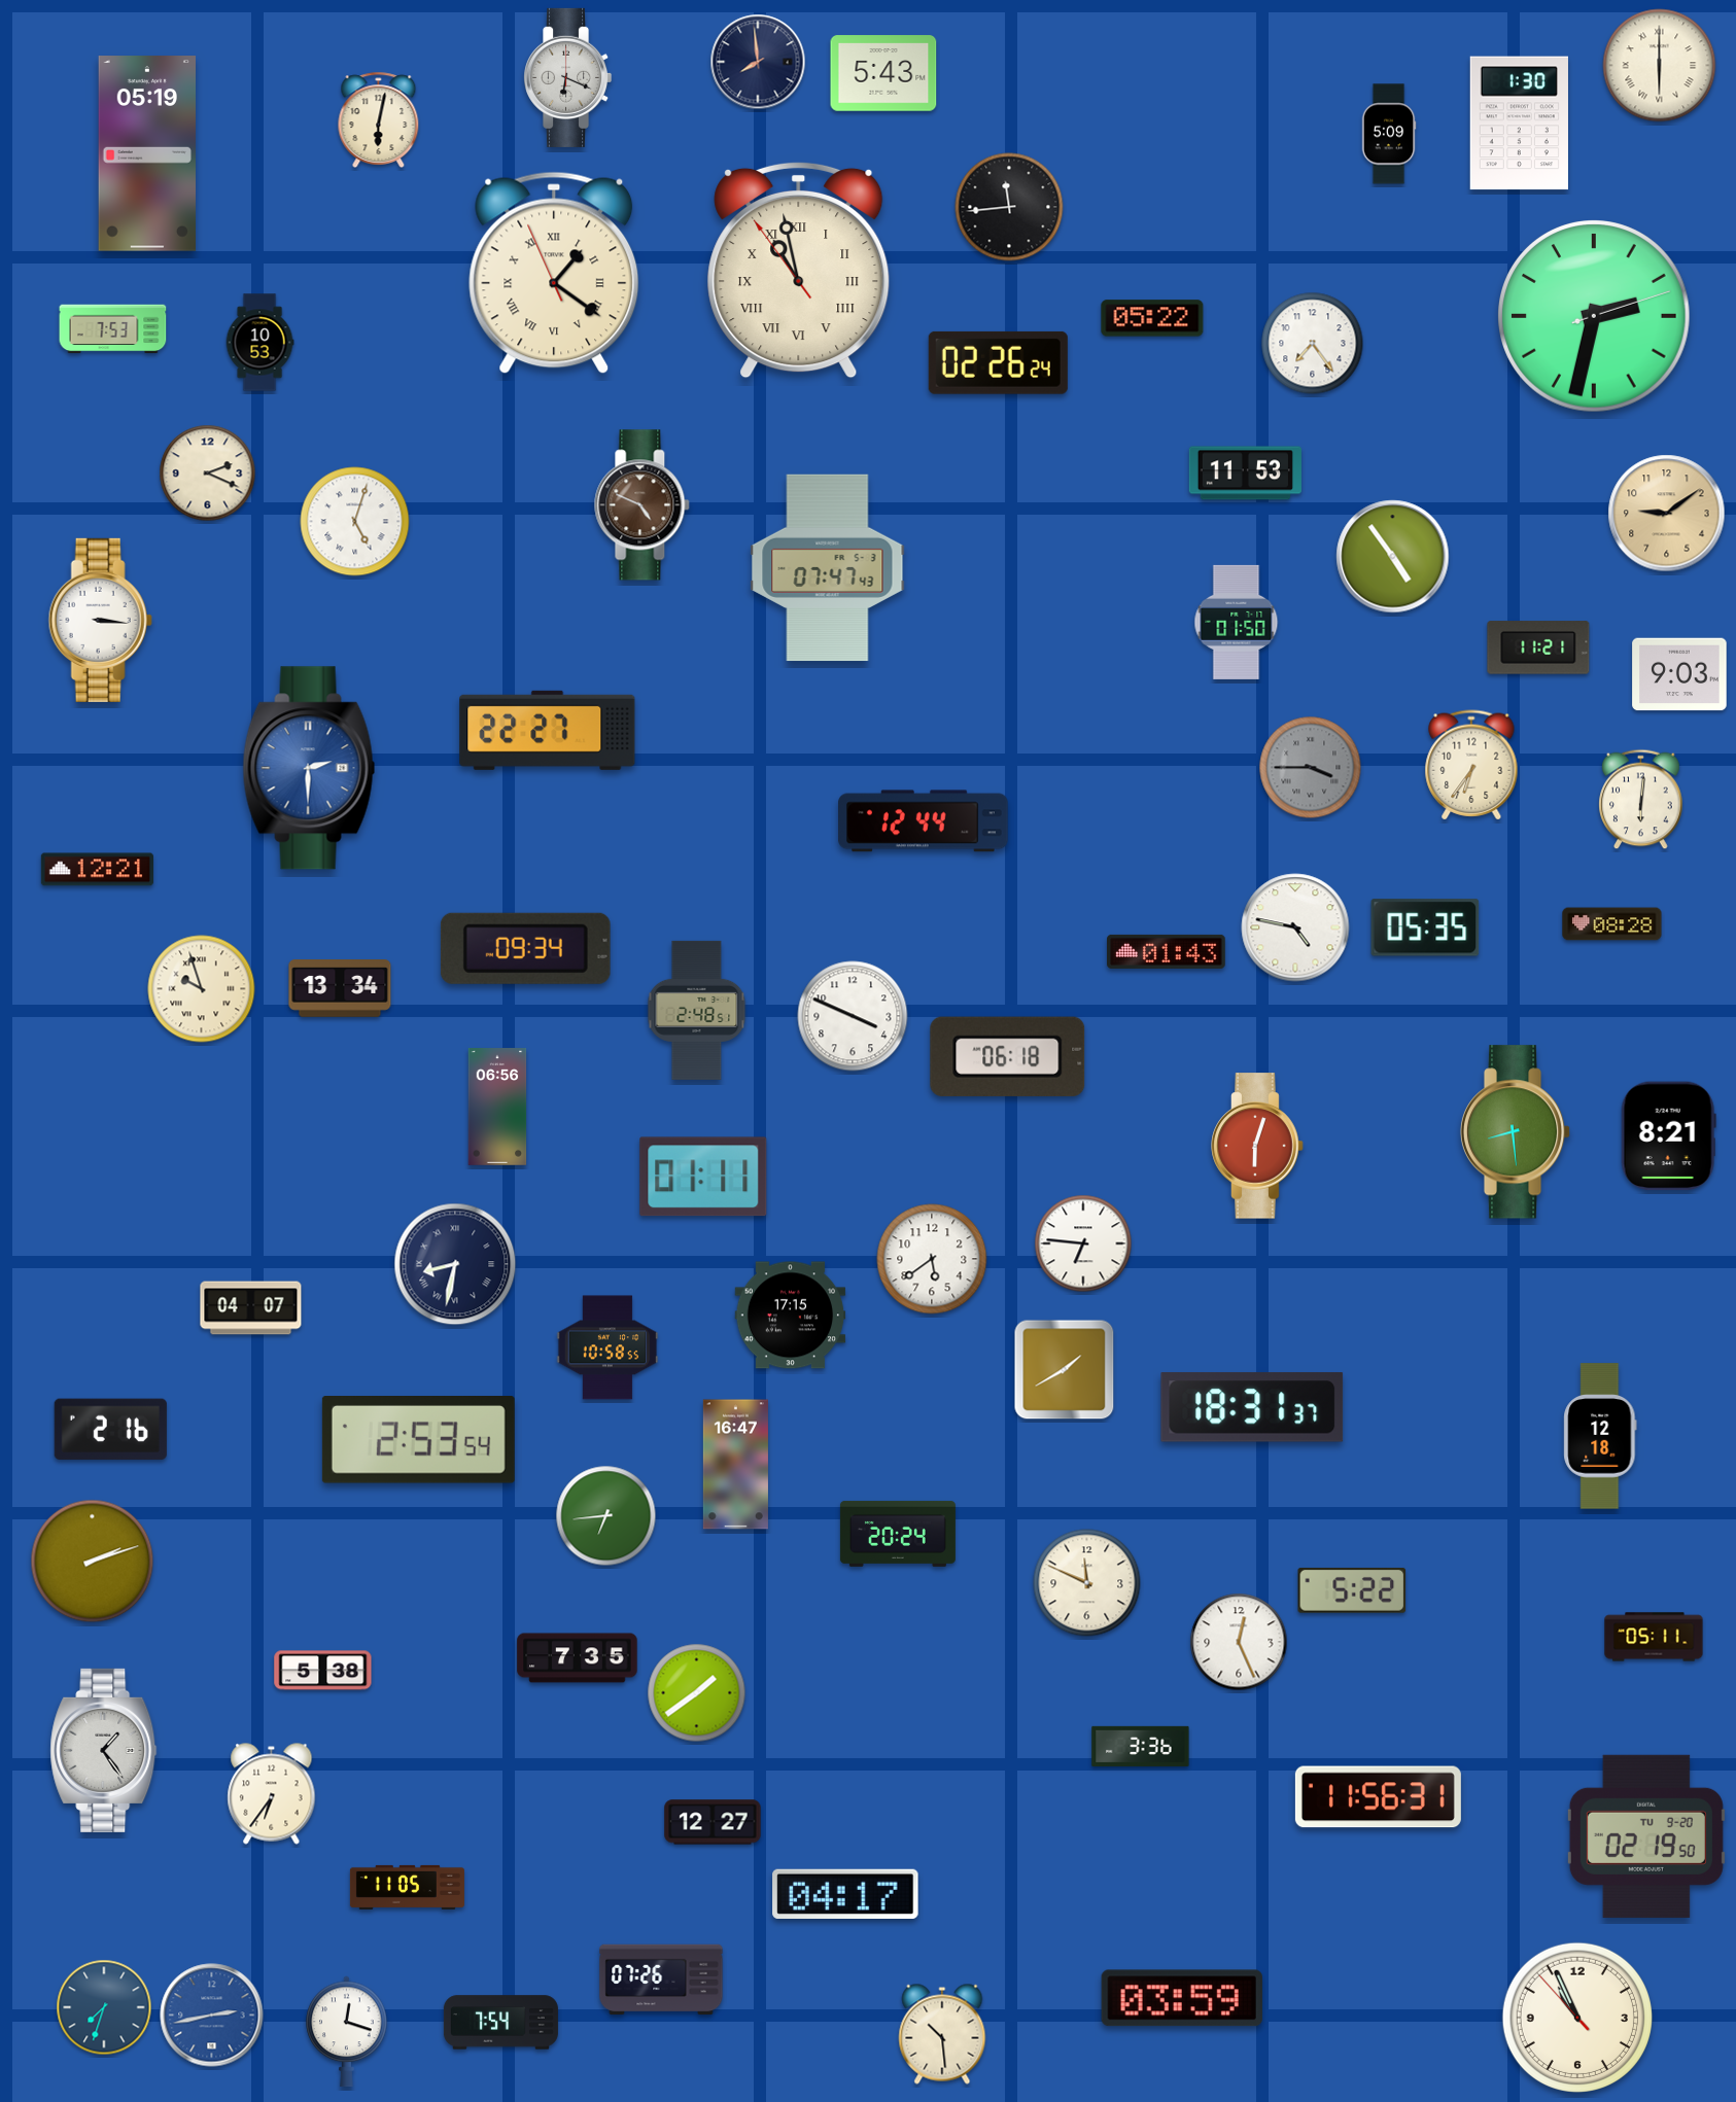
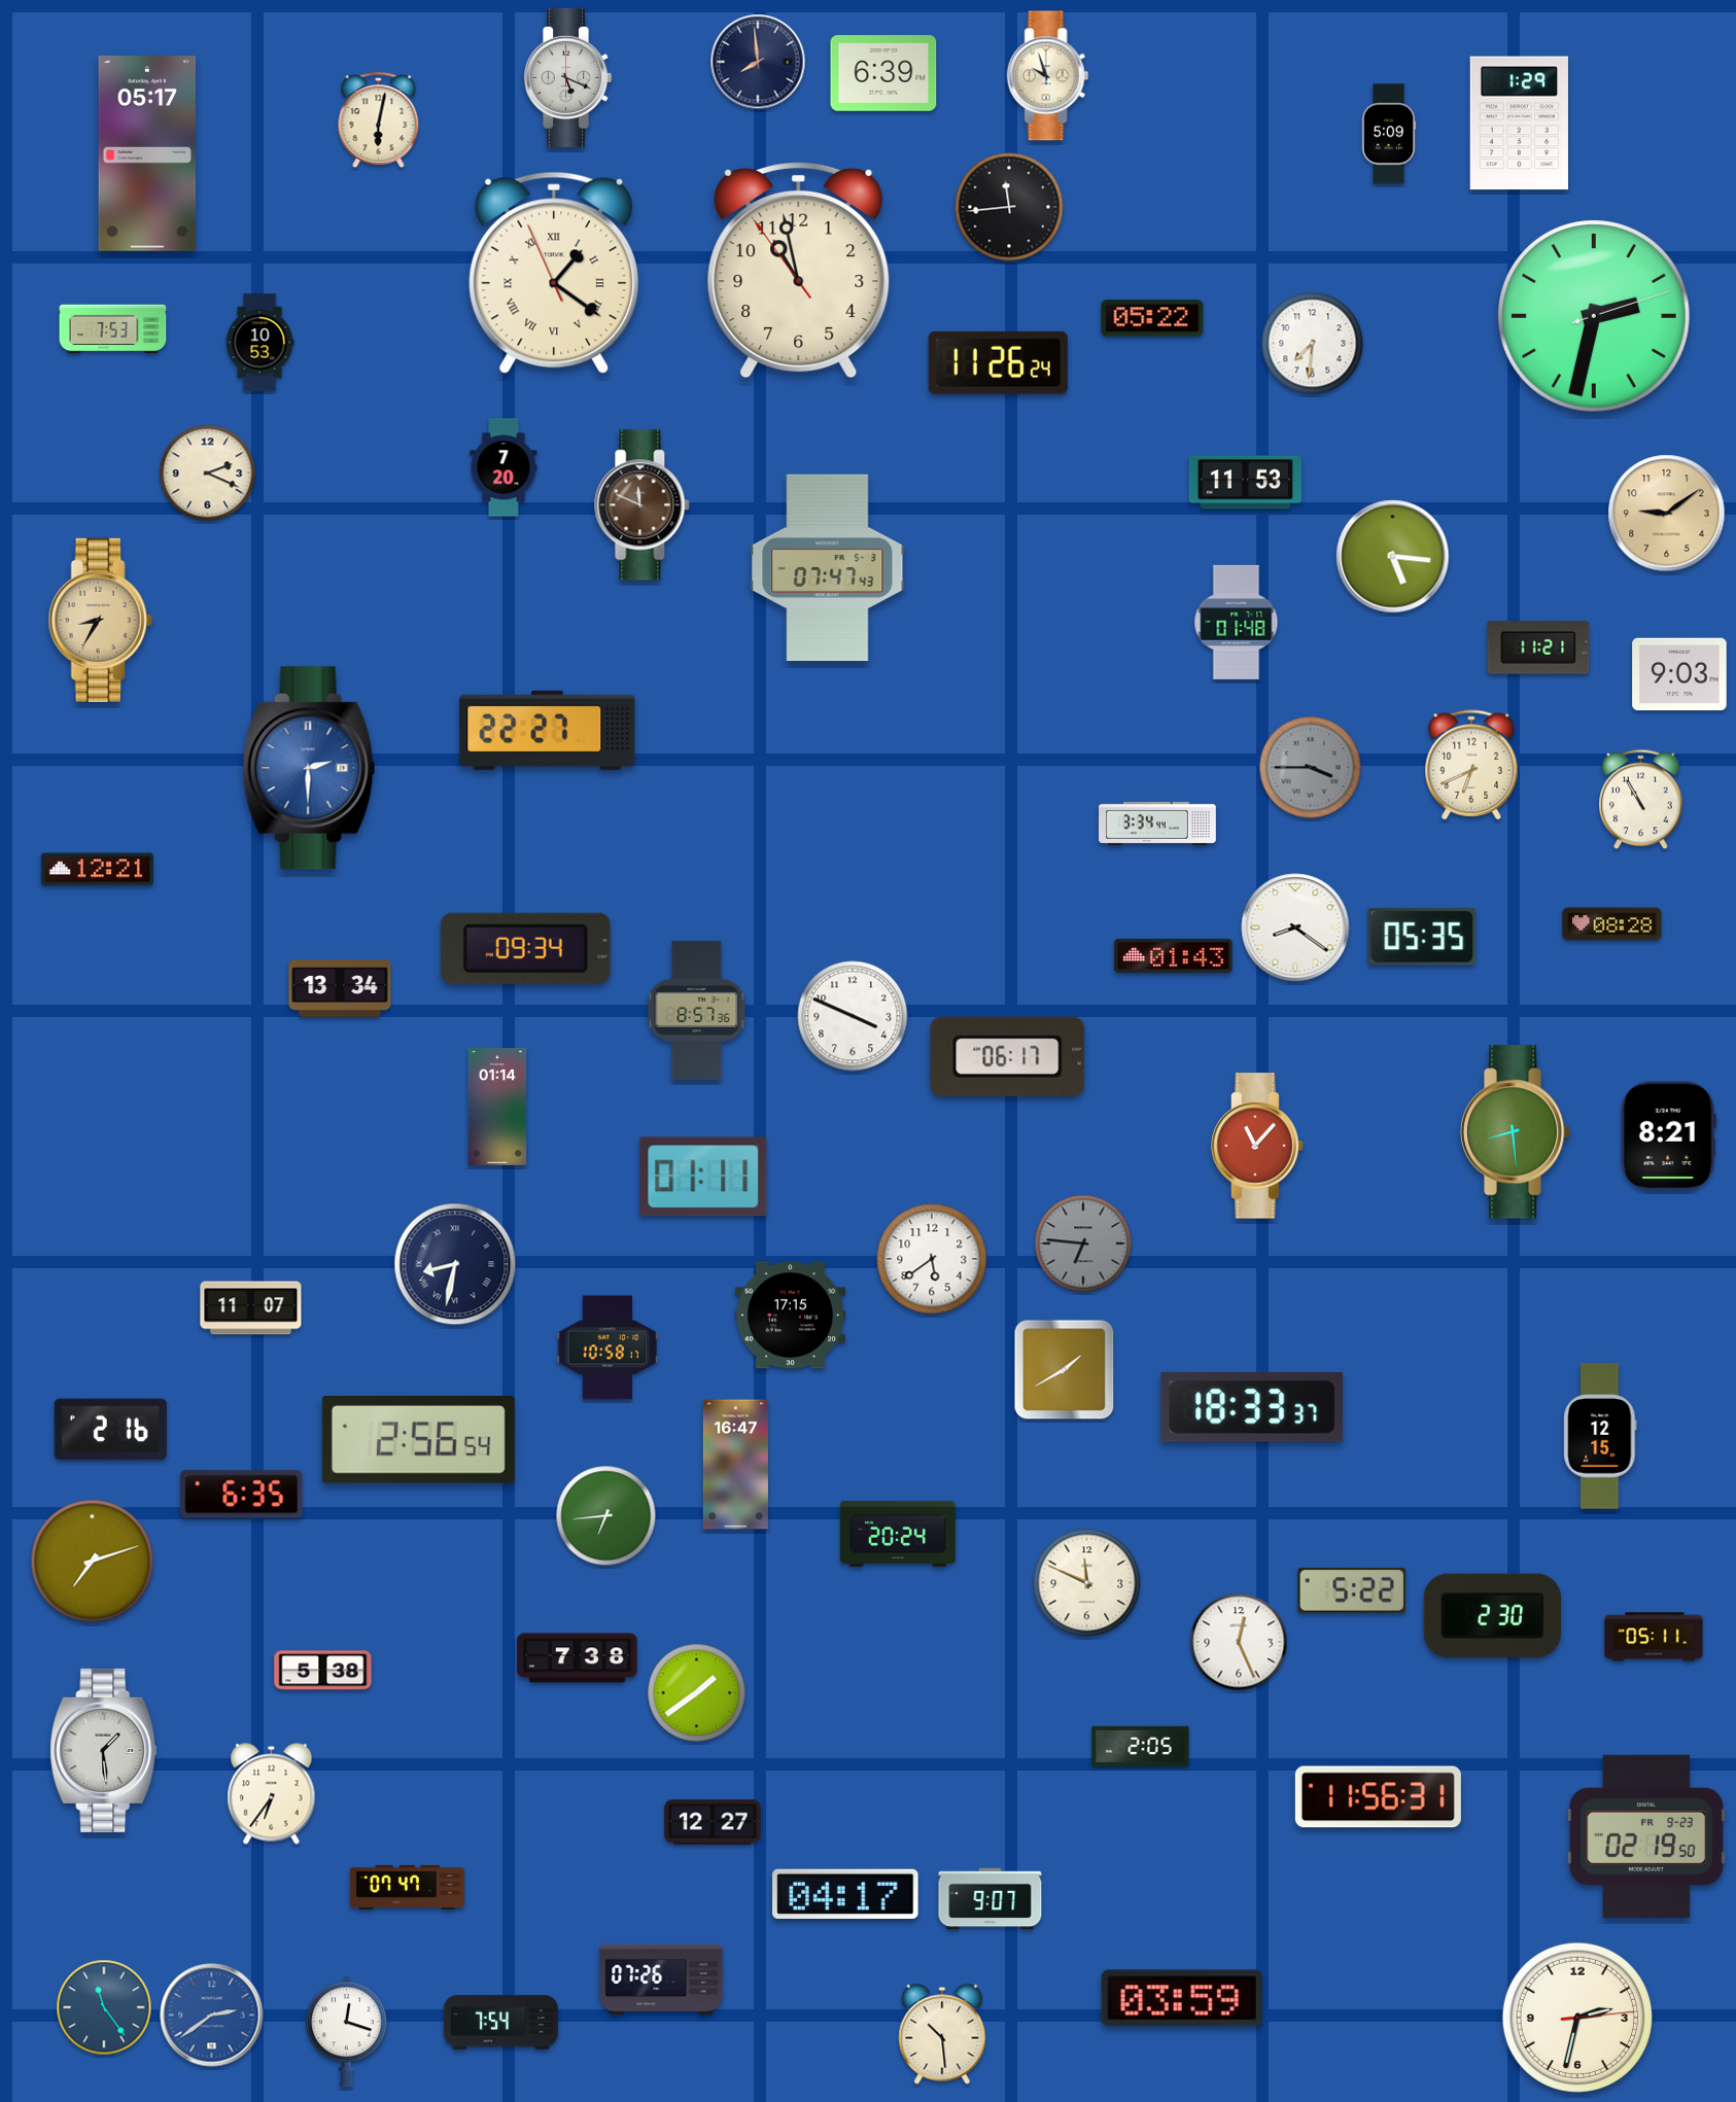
clock at (1660, 66): 6:00 -> none
clock at (883, 73): 5:43 -> 6:39
clock at (1048, 76): none -> 9:57
clock at (568, 77): 6:19 -> 5:19
clock at (1519, 124): 1:30 -> 1:29
clock at (147, 153): 05:19 -> 05:17
clock at (799, 270) numerals: Roman -> Arabic
clock at (1313, 344): 7:24 -> 7:31
clock at (998, 362): 02:26 -> 11:26
clock at (504, 467): none -> 7:20
clock at (1245, 474) position: (1245, 474) -> (1245, 483)
clock at (643, 505): 4:49 -> 11:49
clock at (355, 522): 5:03 -> none
clock at (1393, 557): 4:54 -> 5:16
clock at (100, 620): 3:16 -> 8:35
clock at (100, 620) dial: white -> champagne
clock at (1237, 622): 01:50 -> 01:48
clock at (1471, 765): 6:36 -> 6:41
clock at (1641, 800): 6:01 -> 10:55
clock at (924, 821): 12:44 -> none
clock at (1157, 824): none -> 3:34
clock at (1295, 927): 4:47 -> 8:21
clock at (1425, 927) position: (1425, 927) -> (1422, 937)
clock at (1167, 951) position: (1167, 951) -> (1174, 955)
clock at (202, 989): 9:57 -> none
clock at (697, 1010): 2:48 -> 8:57
clock at (1008, 1056): 06:18 -> 06:17
clock at (497, 1107): 06:56 -> 01:14
clock at (1257, 1146): 6:03 -> 11:07
clock at (1083, 1243) dial: white -> grey
clock at (251, 1308): 04:07 -> 11:07
clock at (607, 1347): 10:58:55 -> 10:58:17
clock at (1252, 1407): 18:31 -> 18:33
clock at (1600, 1436): 12:18 -> 12:15
clock at (418, 1440): 2:53 -> 2:56
clock at (242, 1495): none -> 6:35
clock at (93, 1562): 2:12 -> 7:12
clock at (1492, 1615): none -> 2:30
clock at (578, 1658): 7:35 -> 7:38
clock at (1141, 1746): 3:36 -> 2:05
clock at (104, 1750): 1:24 -> 1:29
clock at (1646, 1836) date: TU 9-20 -> FR 9-23
clock at (407, 1887): 11:05 -> 07:47
clock at (991, 1899): none -> 9:07
clock at (104, 2007): 7:33 -> 11:24
clock at (212, 2016): 2:43 -> 2:39
clock at (1577, 2018): 10:55 -> 2:32
